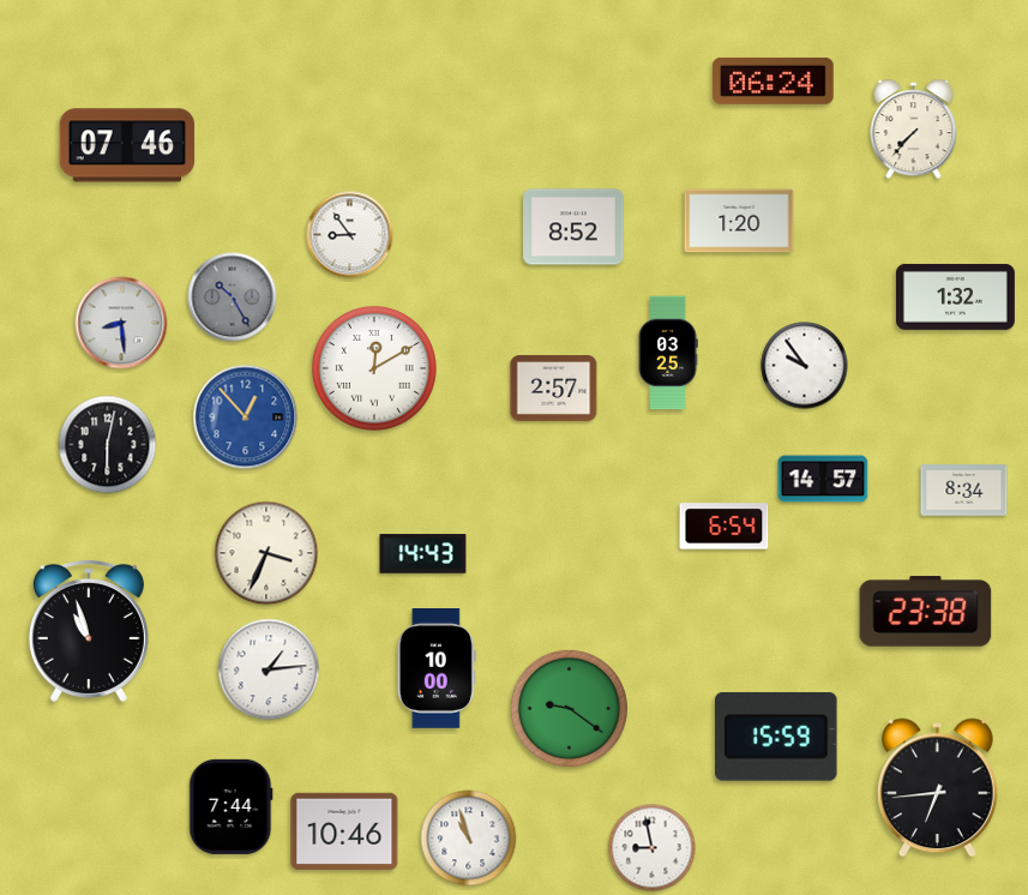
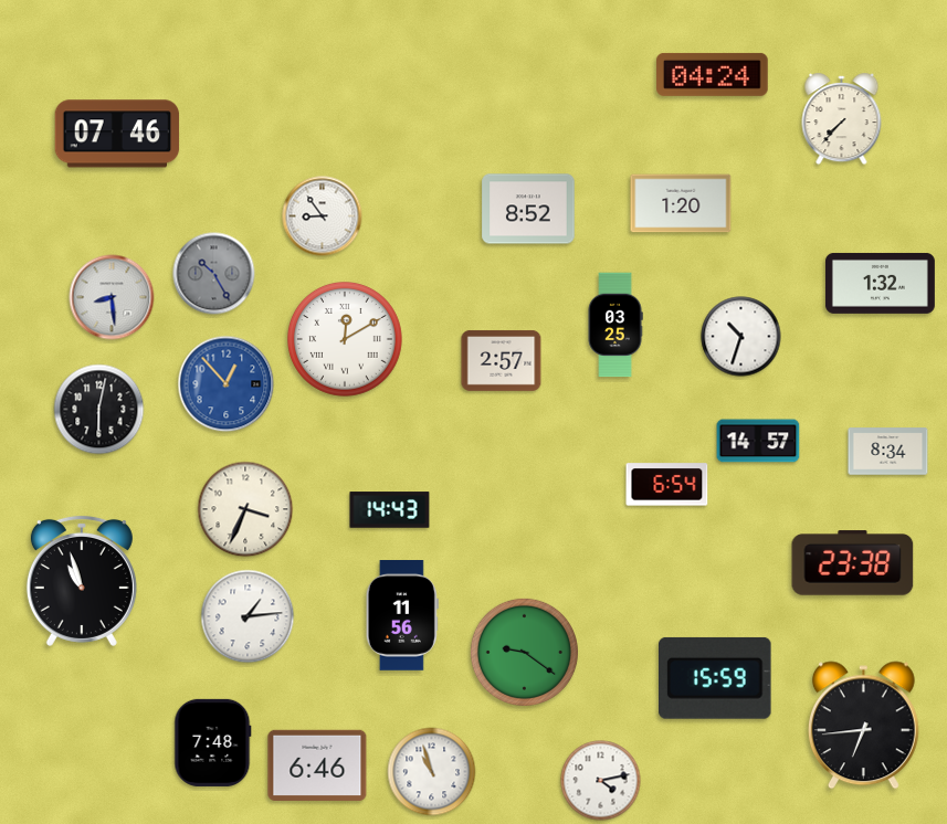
clock at (774, 80): 06:24 -> 04:24
clock at (955, 296) position: (955, 296) -> (880, 283)
clock at (805, 366): 9:54 -> 10:33
clock at (554, 388) position: (554, 388) -> (502, 360)
clock at (437, 669): 10:00 -> 11:56
clock at (232, 806): 7:44 -> 7:48
clock at (344, 831): 10:46 -> 6:46
clock at (653, 848): 8:58 -> 4:13
